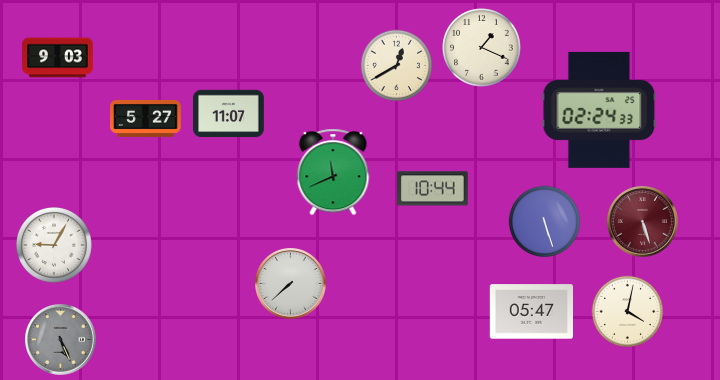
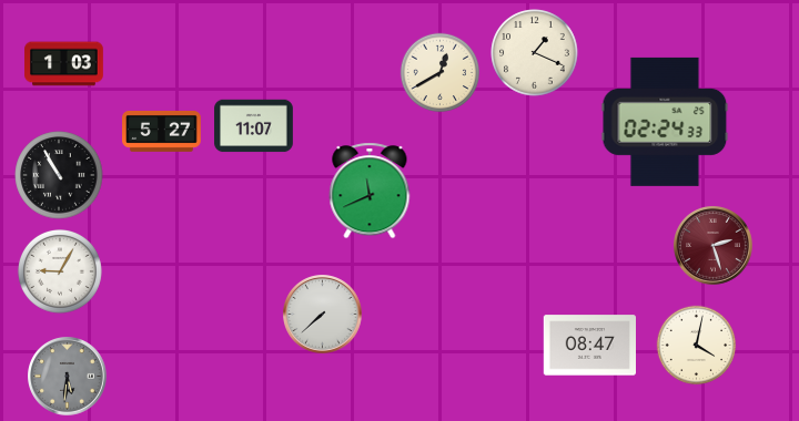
clock at (58, 58): 9:03 -> 1:03
clock at (59, 175): none -> 10:55
clock at (433, 189): 10:44 -> none
clock at (545, 222): 5:27 -> none
clock at (643, 222): 5:27 -> 2:27
clock at (531, 312): 05:47 -> 08:47
clock at (61, 340): 5:26 -> 5:31
